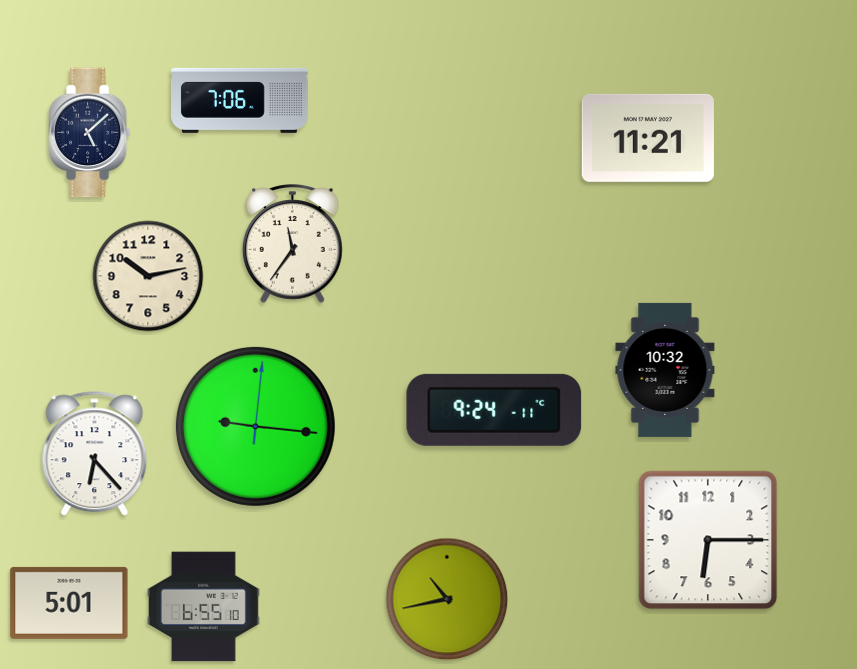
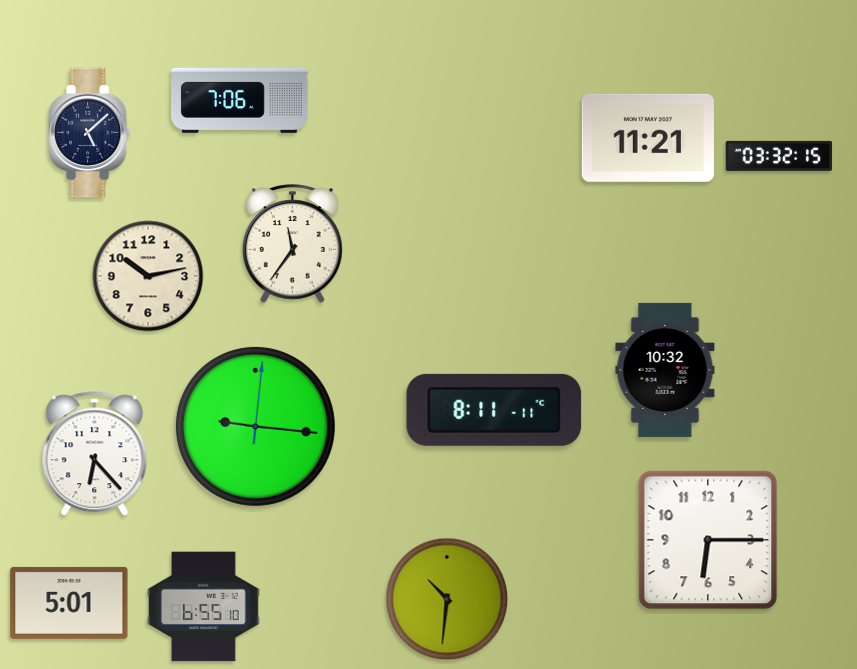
clock at (779, 156): none -> 03:32
clock at (494, 410): 9:24 -> 8:11
clock at (447, 599): 10:43 -> 10:31
